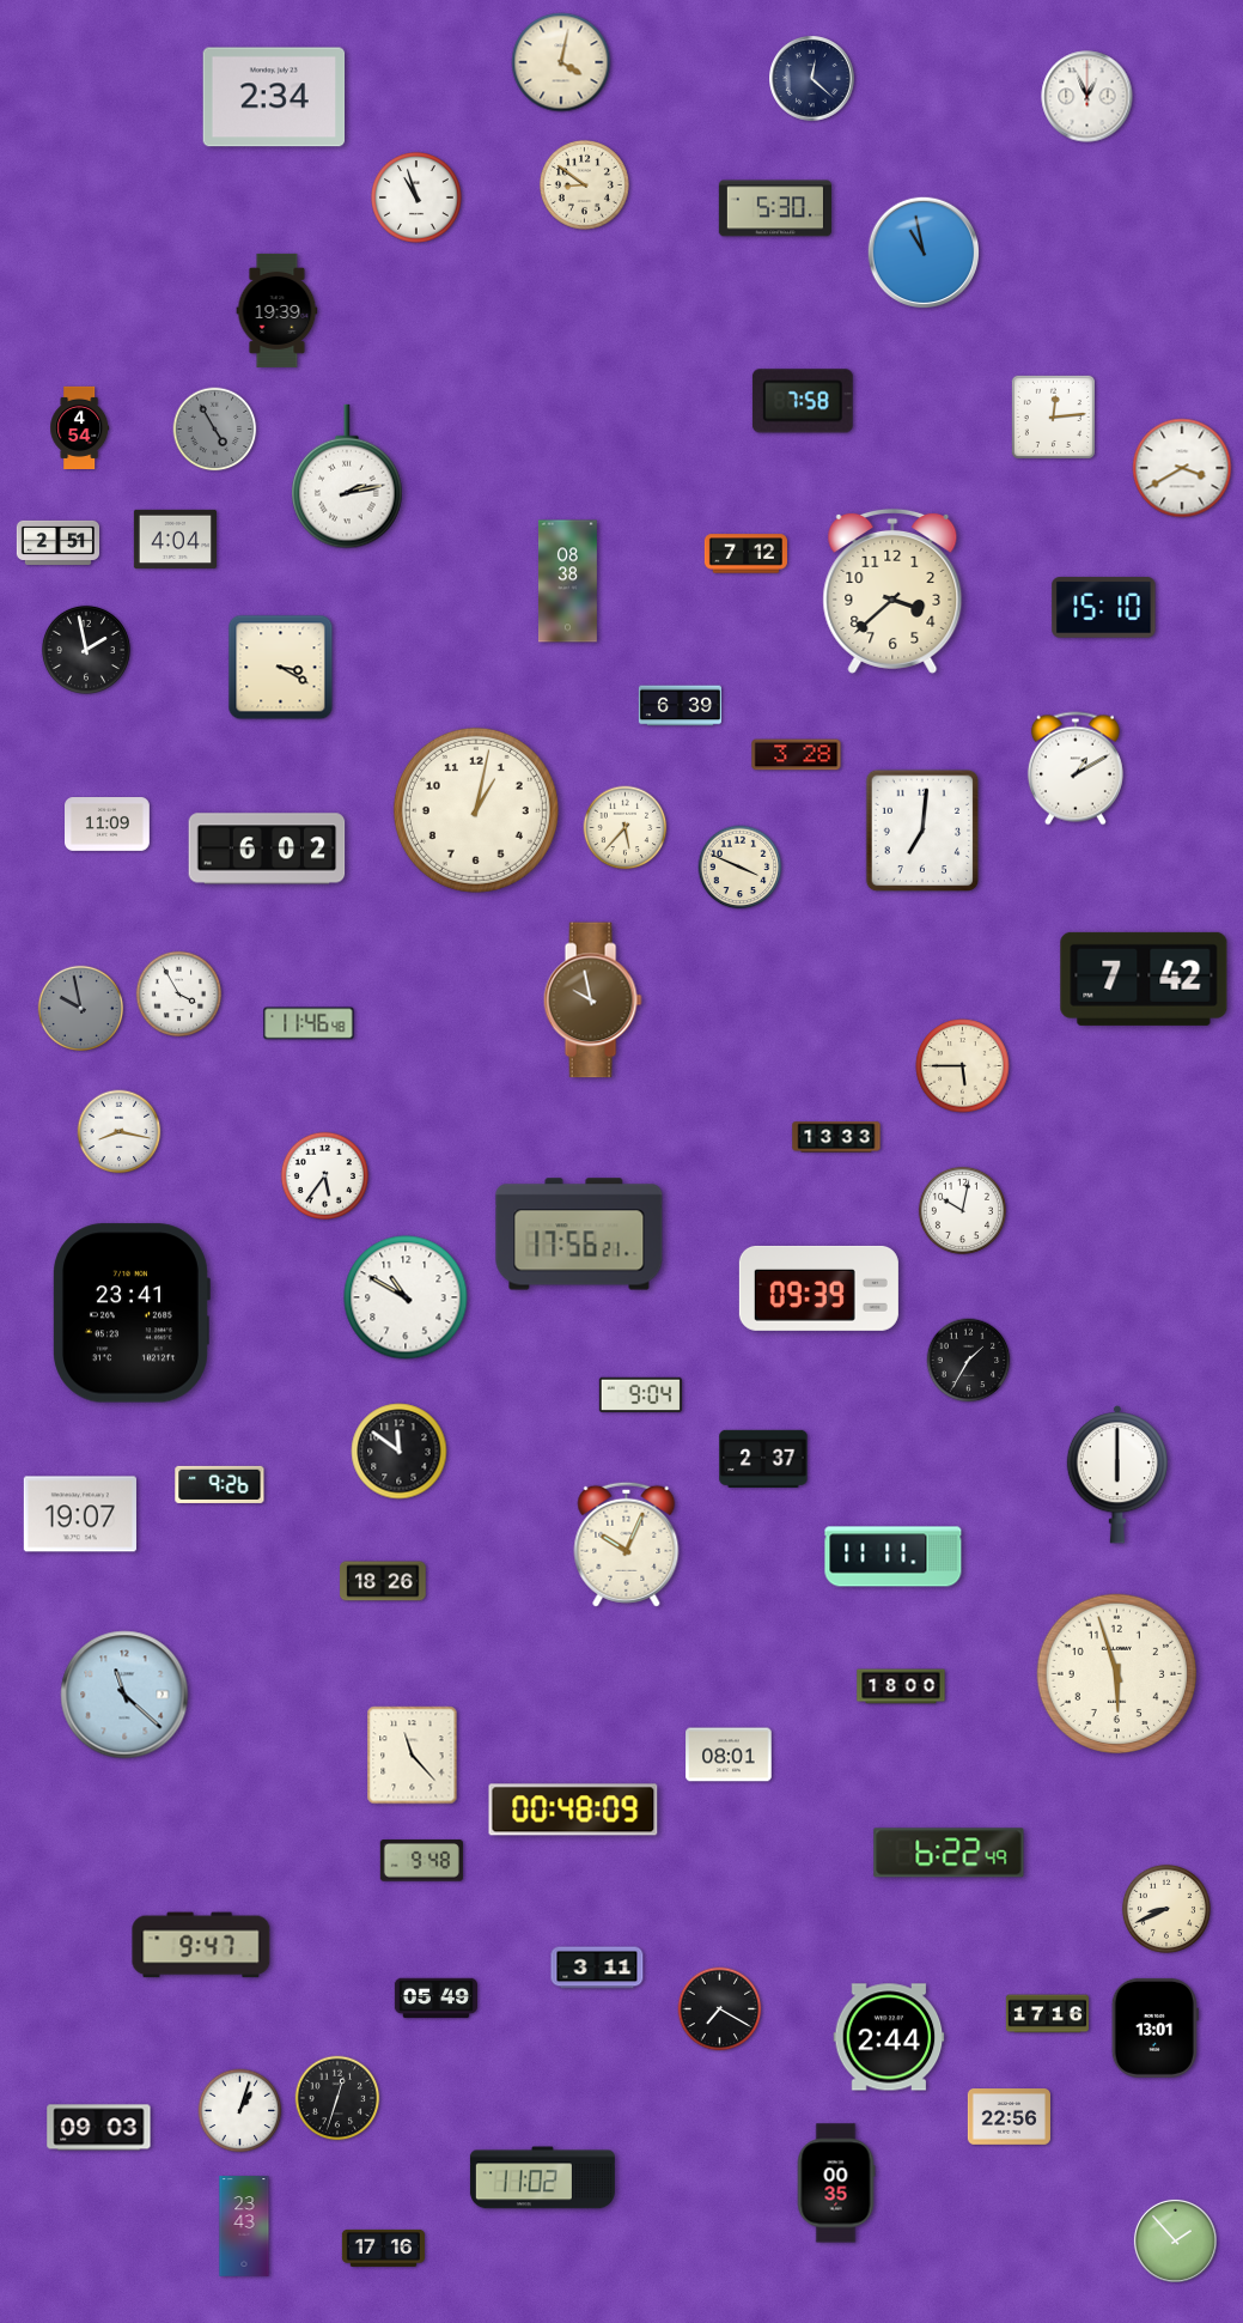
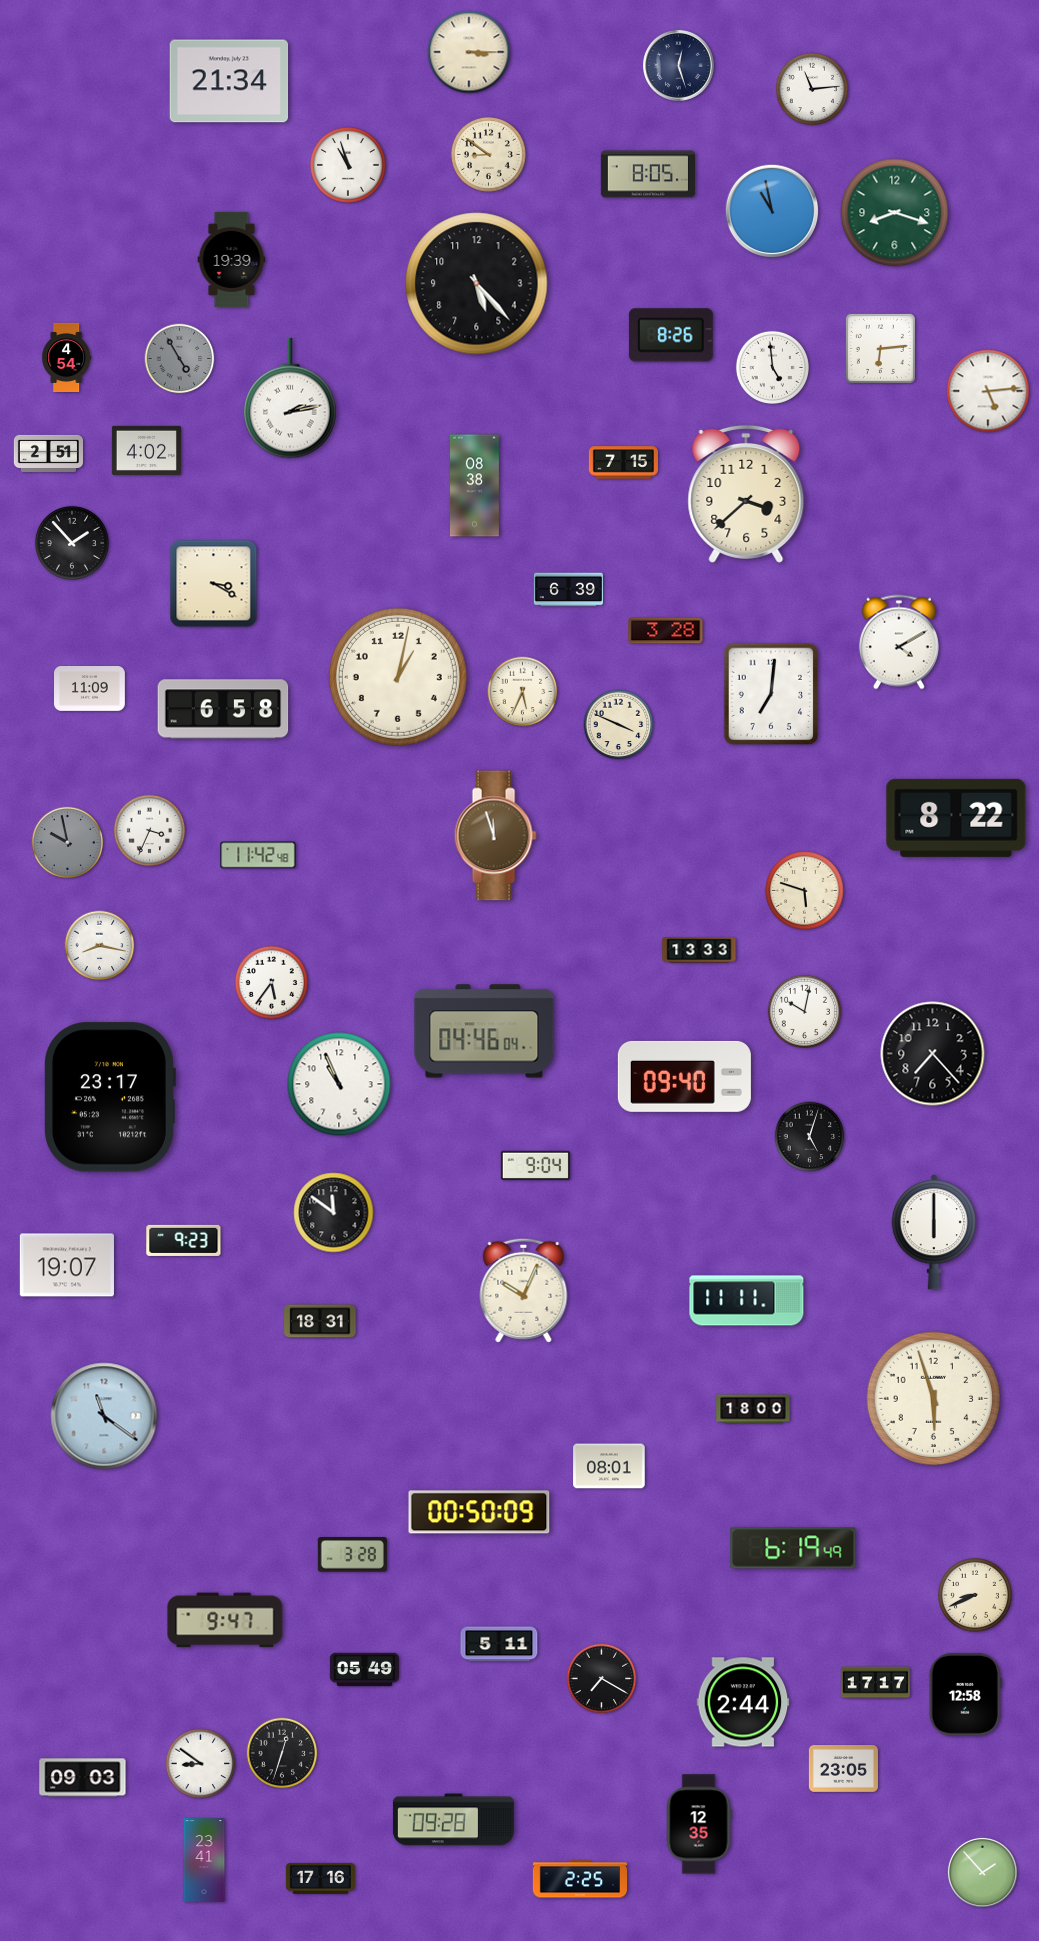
clock at (561, 62): 4:02 -> 3:15
clock at (812, 79): 12:22 -> 12:27
clock at (274, 97): 2:34 -> 21:34
clock at (1087, 97): 12:56 -> none
clock at (811, 88): none -> 11:14
clock at (774, 208): 5:30 -> 8:05
clock at (895, 213): none -> 8:18
clock at (477, 284): none -> 5:23
clock at (803, 401): 7:58 -> 8:26
clock at (1053, 416): 12:14 -> 6:14
clock at (772, 367): none -> 4:59
clock at (1182, 468): 3:40 -> 5:14
clock at (175, 539): 4:04 -> 4:02
clock at (745, 554): 7:12 -> 7:15
clock at (1104, 608): 15:10 -> none
clock at (86, 650): 1:58 -> 1:53
clock at (281, 668) position: (281, 668) -> (214, 584)
clock at (1076, 768): 1:10 -> 4:10
clock at (626, 828): 5:37 -> 5:34
clock at (267, 849): 6:02 -> 6:58
clock at (1144, 979): 7:42 -> 8:22
clock at (179, 995): 3:55 -> 3:34
clock at (592, 1001): 9:58 -> 11:57
clock at (309, 1023): 11:46 -> 11:42
clock at (963, 1066): 5:45 -> 5:48
clock at (579, 1234): 17:56 -> 04:46
clock at (933, 1054): none -> 7:23
clock at (818, 1288): 09:39 -> 09:40
clock at (406, 1297): 10:50 -> 10:56
clock at (132, 1313): 23:41 -> 23:17
clock at (969, 1361): 1:35 -> 5:03
clock at (763, 1459): 2:37 -> none
clock at (220, 1484): 9:26 -> 9:23
clock at (383, 1581): 18:26 -> 18:31
clock at (124, 1695): 11:22 -> 11:21
clock at (413, 1756): 11:23 -> none
clock at (573, 1810): 00:48 -> 00:50
clock at (949, 1853): 6:22 -> 6:19
clock at (421, 1861): 9:48 -> 3:28
clock at (201, 1945) position: (201, 1945) -> (225, 1620)
clock at (597, 1968): 3:11 -> 5:11
clock at (1047, 2014): 17:16 -> 17:17
clock at (1154, 2027): 13:01 -> 12:58
clock at (240, 2111): 1:03 -> 8:51
clock at (1009, 2117): 22:56 -> 23:05
clock at (542, 2178): 11:02 -> 09:28
clock at (836, 2183): 00:35 -> 12:35
clock at (244, 2226): 23:43 -> 23:41
clock at (579, 1879): none -> 2:25
